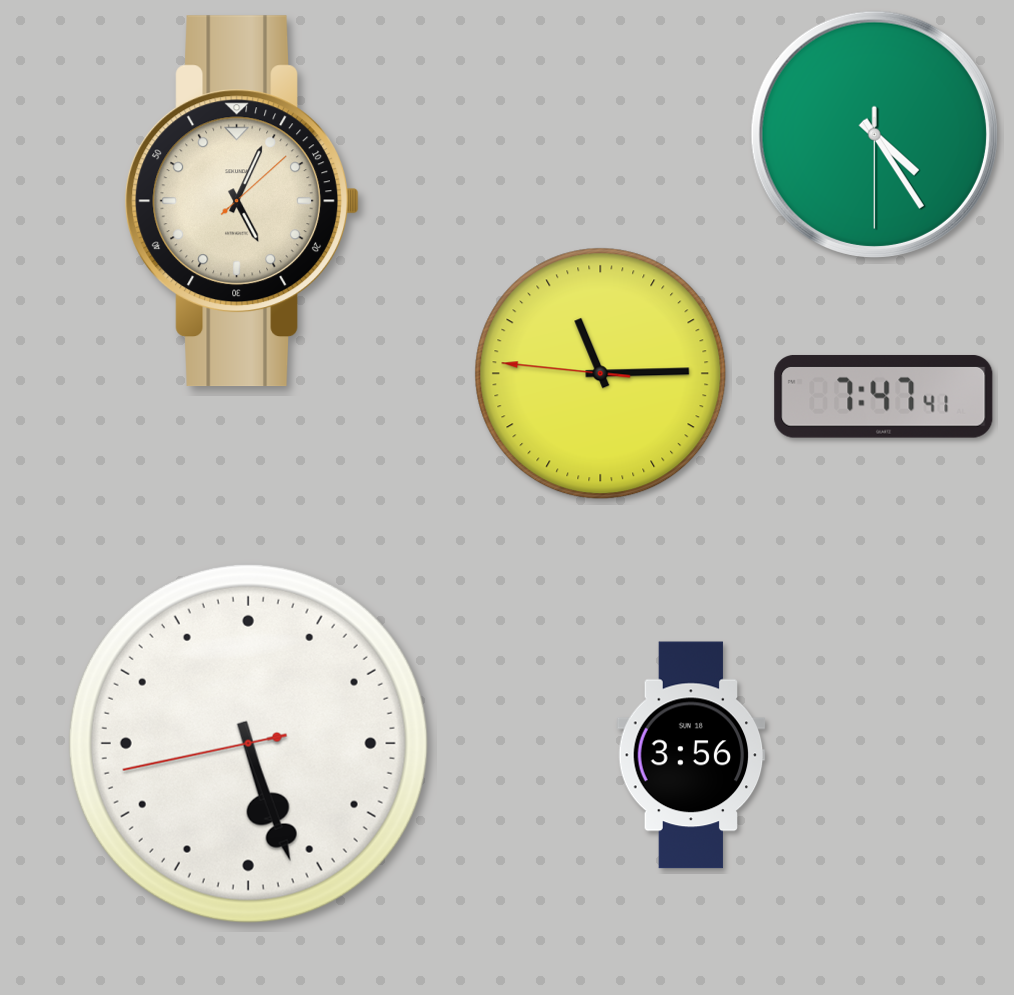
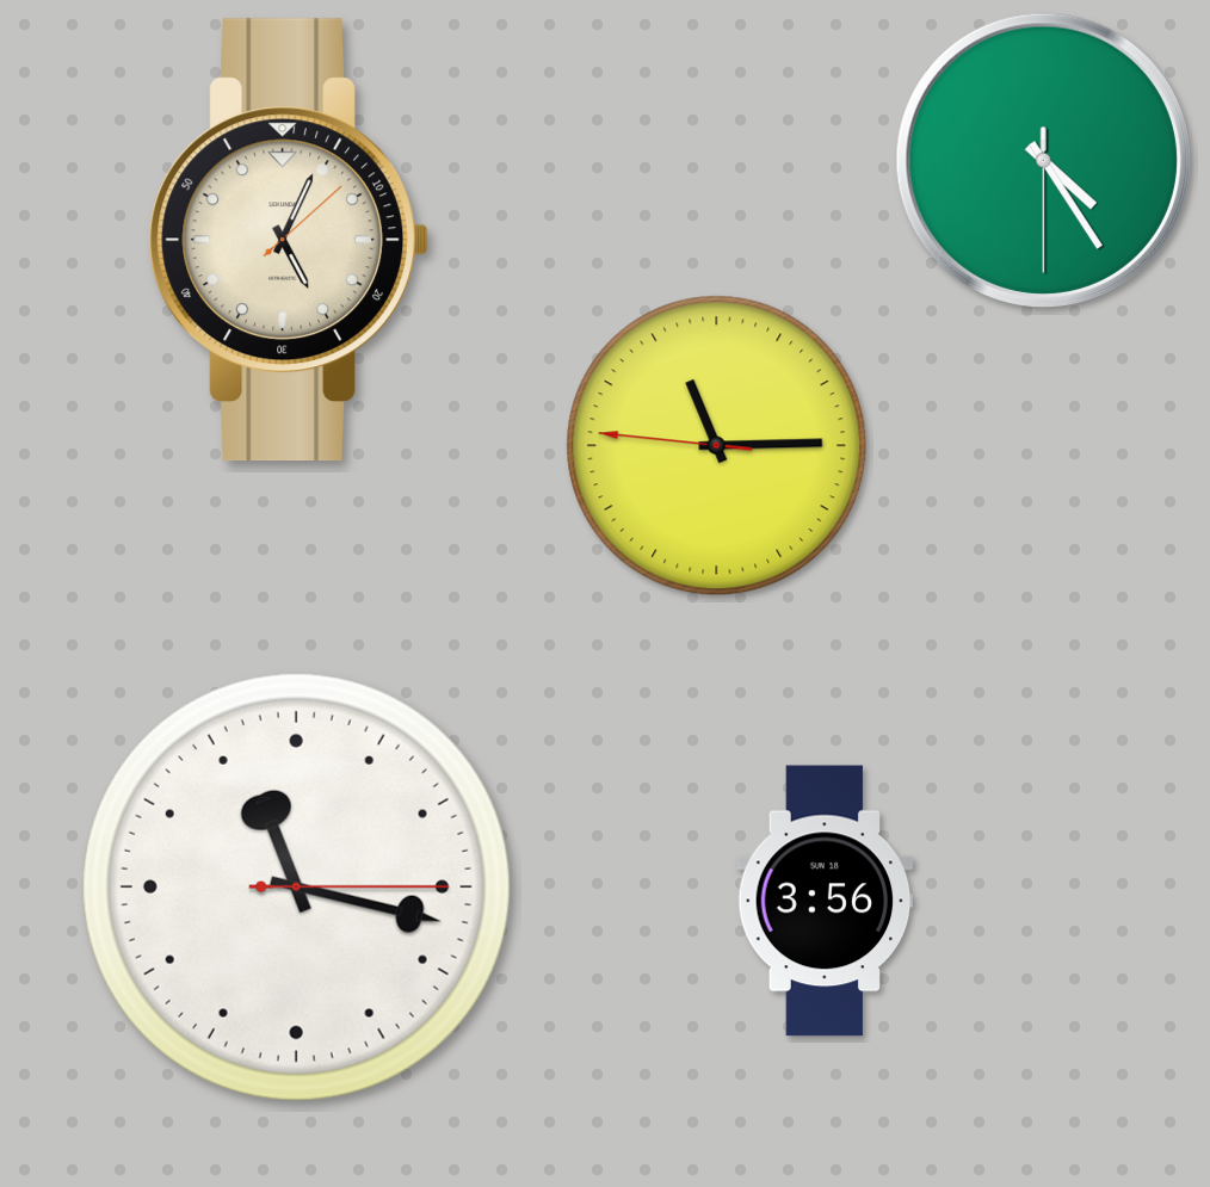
clock at (884, 396): 7:47 -> none
clock at (248, 743): 5:26 -> 11:17
